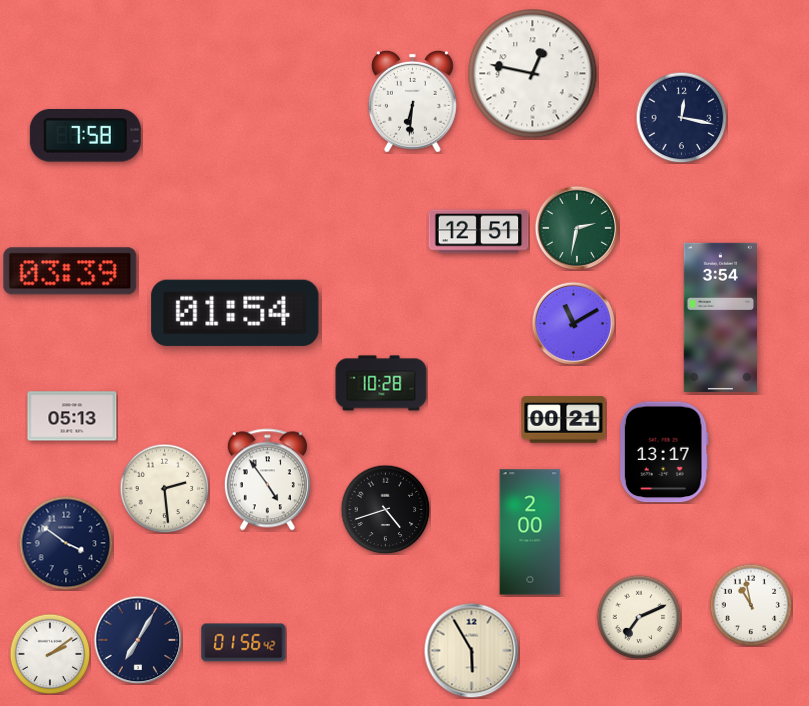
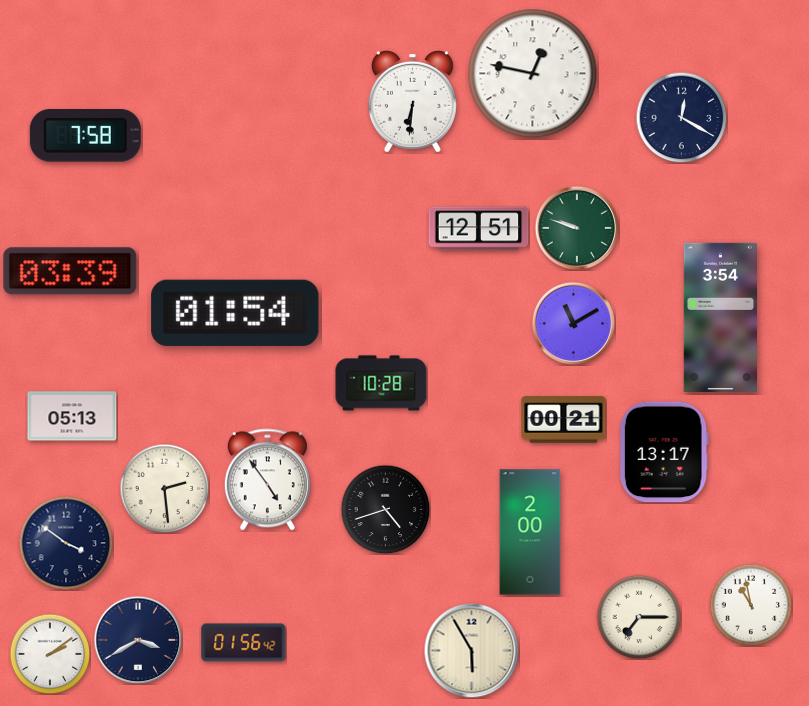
clock at (681, 117): 12:17 -> 12:20
clock at (577, 228): 2:32 -> 9:48
clock at (479, 232) position: (479, 232) -> (479, 229)
clock at (639, 617): 7:11 -> 7:15
clock at (138, 640): 7:05 -> 3:40
